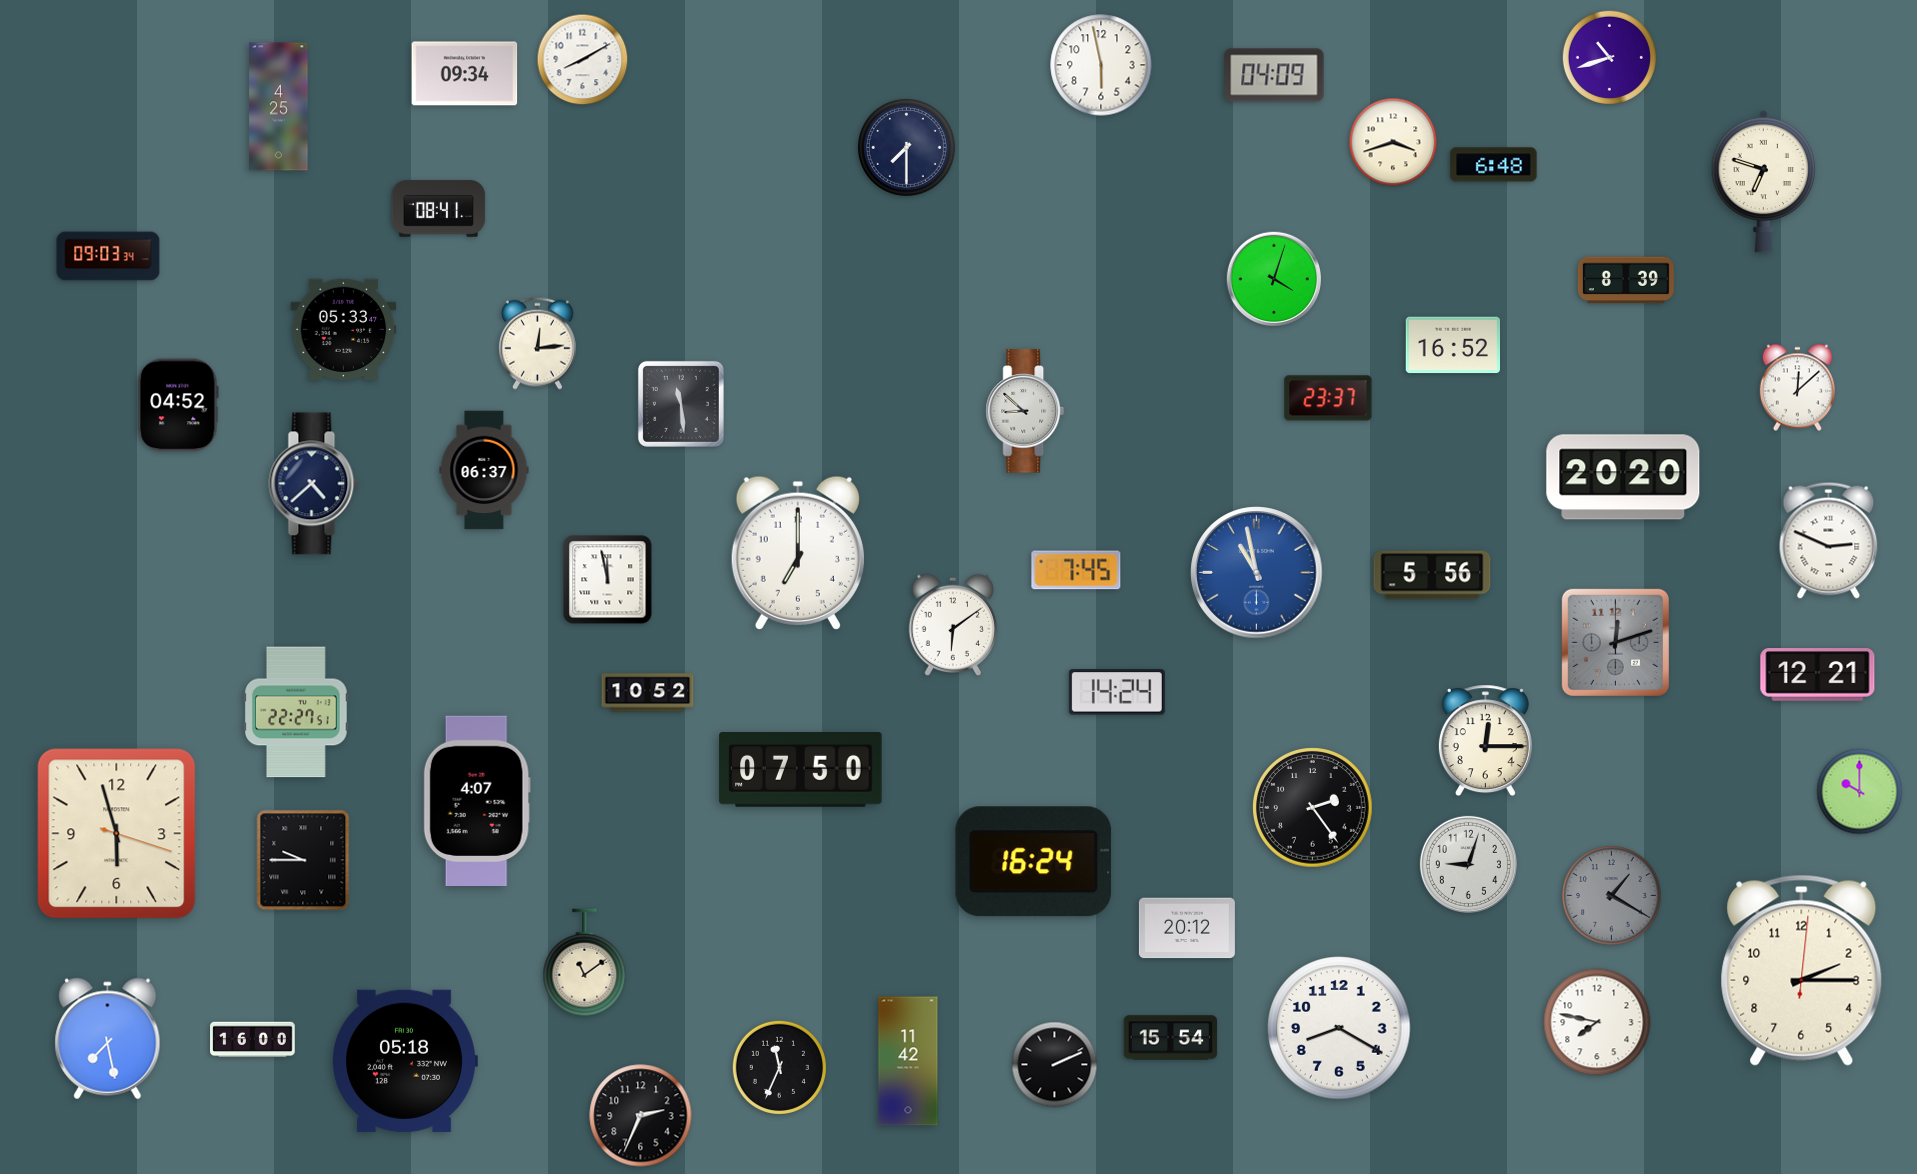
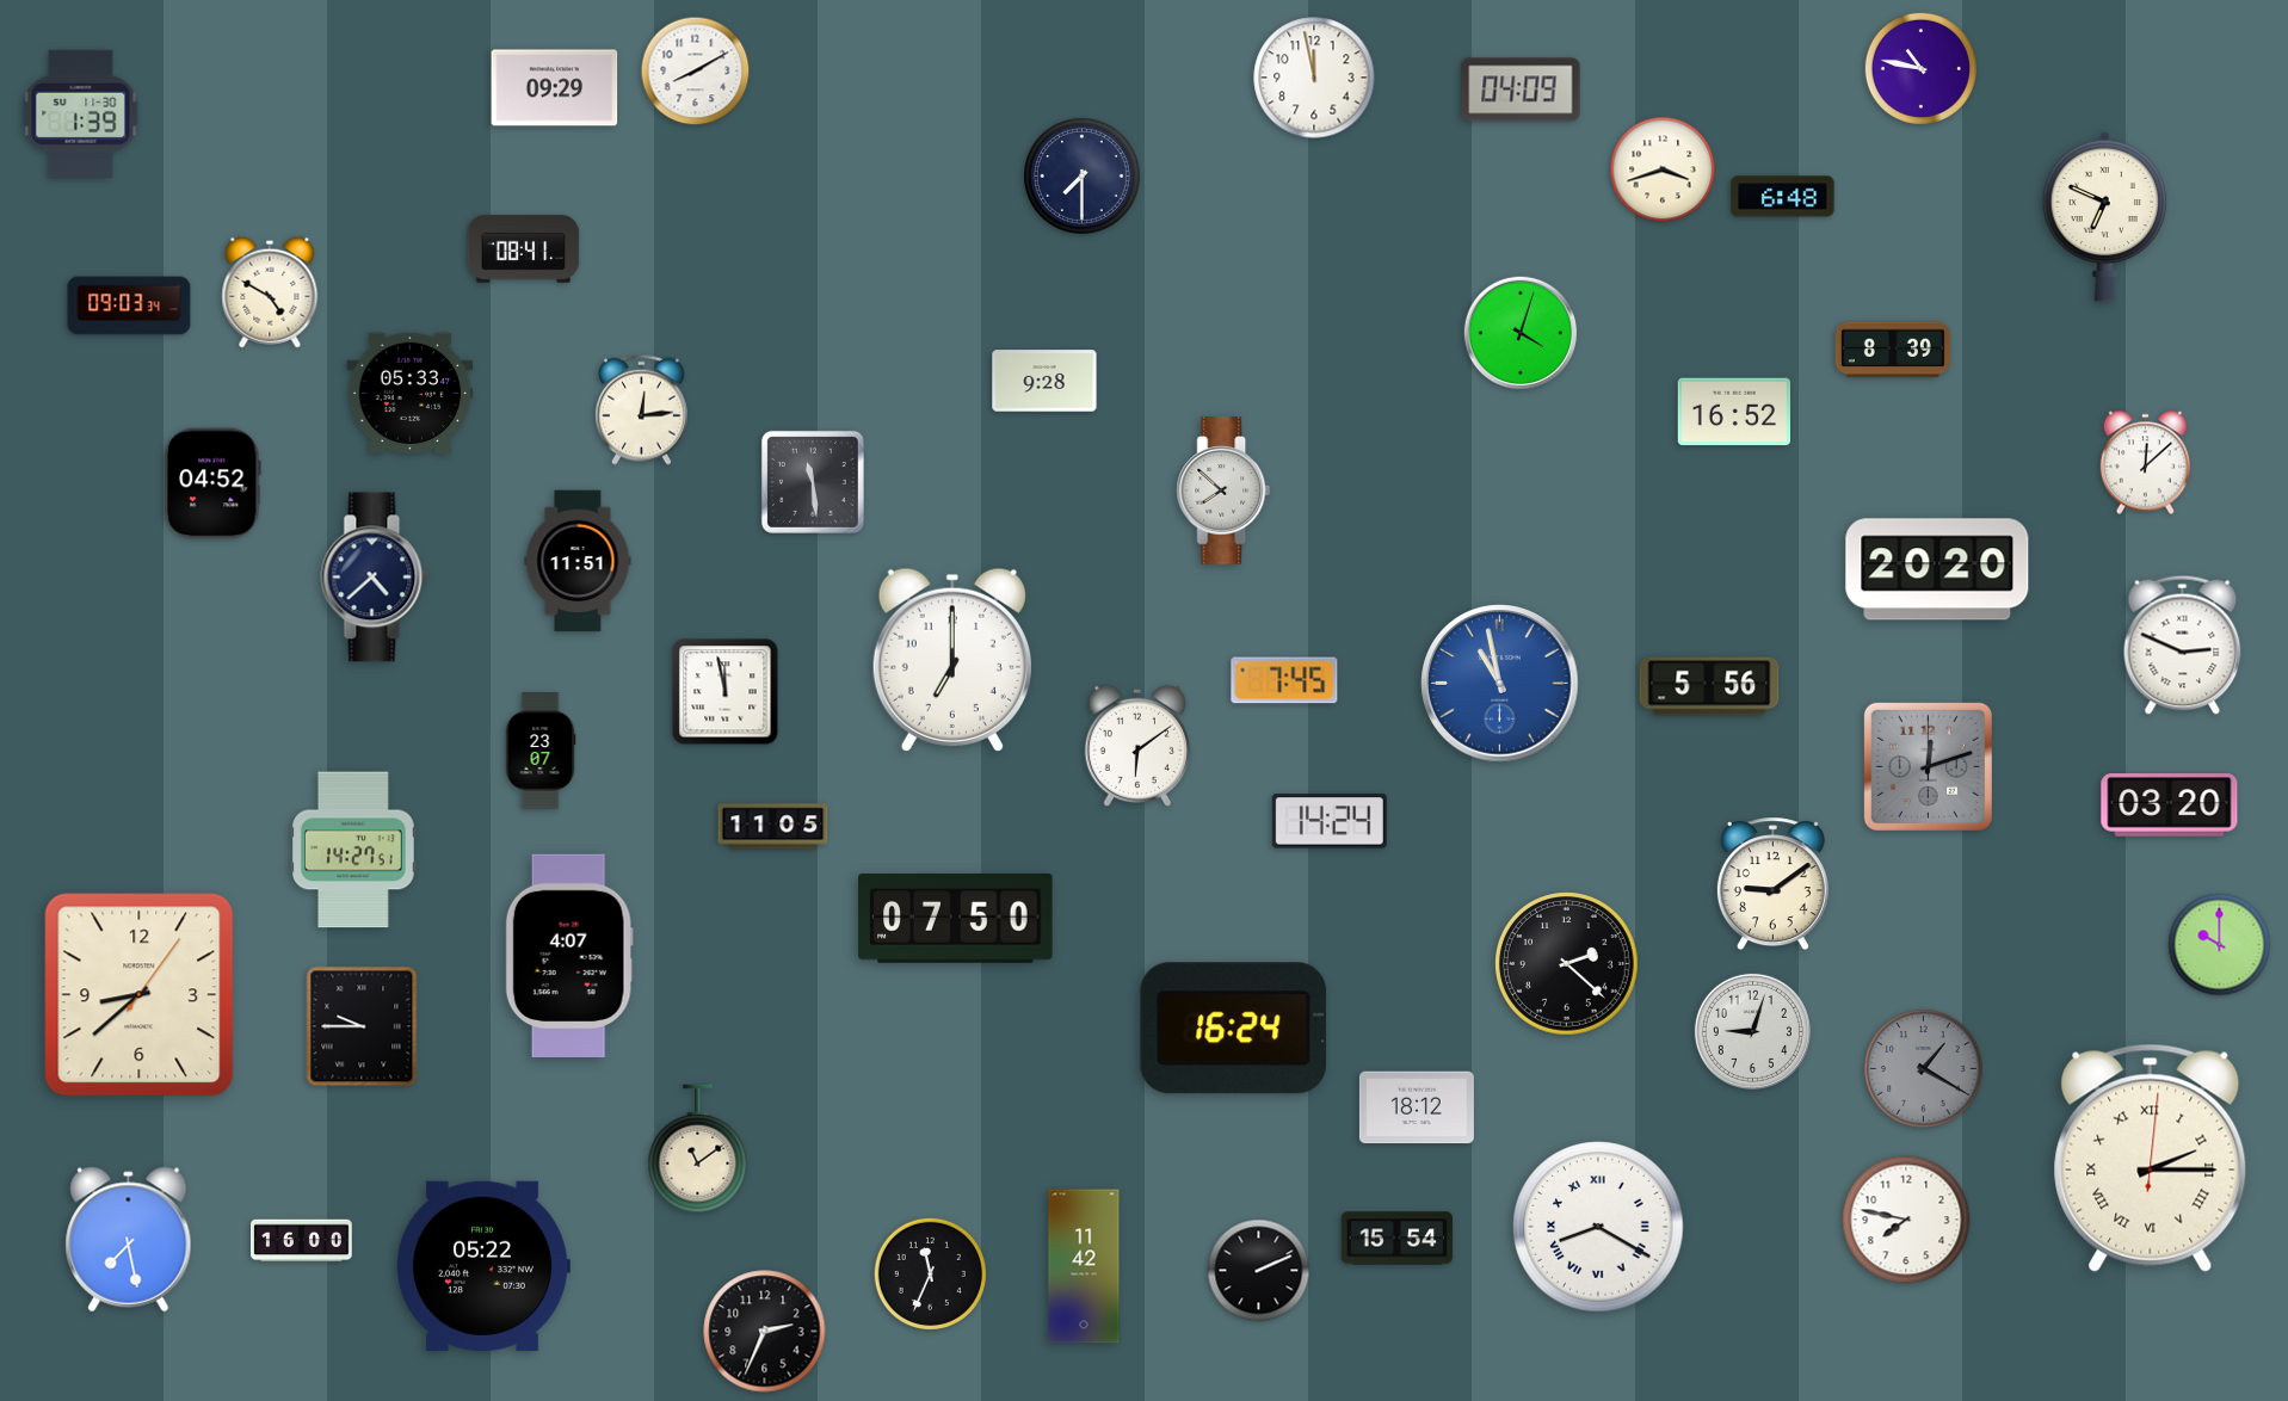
clock at (1609, 57): 10:42 -> 10:47
clock at (1101, 65): 5:58 -> 11:58
clock at (465, 74): 09:34 -> 09:29
clock at (81, 113): none -> 1:39
clock at (279, 107): 4:25 -> none
clock at (1764, 181): 6:48 -> 6:49
clock at (270, 292): none -> 4:50
clock at (1626, 280) position: (1626, 280) -> (1893, 350)
clock at (1044, 381): none -> 9:28
clock at (1328, 398): 23:37 -> none
clock at (1025, 411): 8:52 -> 7:52
clock at (484, 470): 06:37 -> 11:51
clock at (541, 751): none -> 23:07
clock at (1818, 675): 12:21 -> 03:20
clock at (1117, 692) position: (1117, 692) -> (1330, 821)
clock at (648, 693): 10:52 -> 11:05
clock at (296, 712): 22:27 -> 14:27
clock at (1485, 741): 12:15 -> 9:09
clock at (1313, 808): 2:24 -> 2:22
clock at (117, 834): 5:57 -> 8:38
clock at (1187, 928): 20:12 -> 18:12
clock at (1802, 970) numerals: Arabic -> Roman
clock at (1339, 1028) numerals: Arabic -> Roman
clock at (405, 1061): 05:18 -> 05:22
